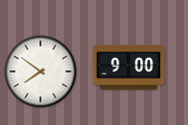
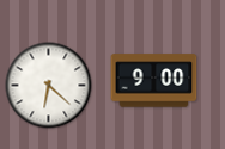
clock at (41, 72): 7:51 -> 6:22
